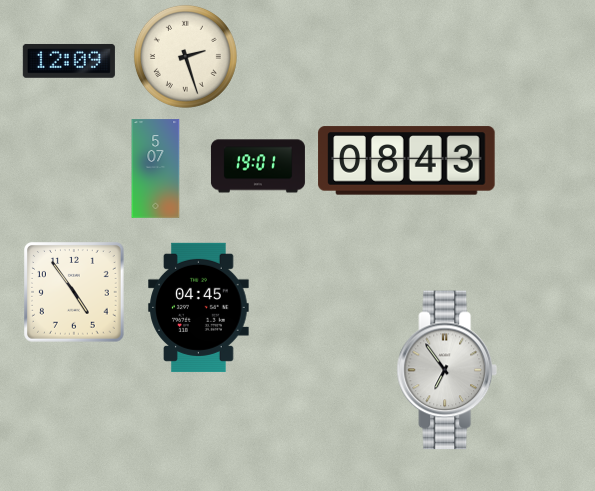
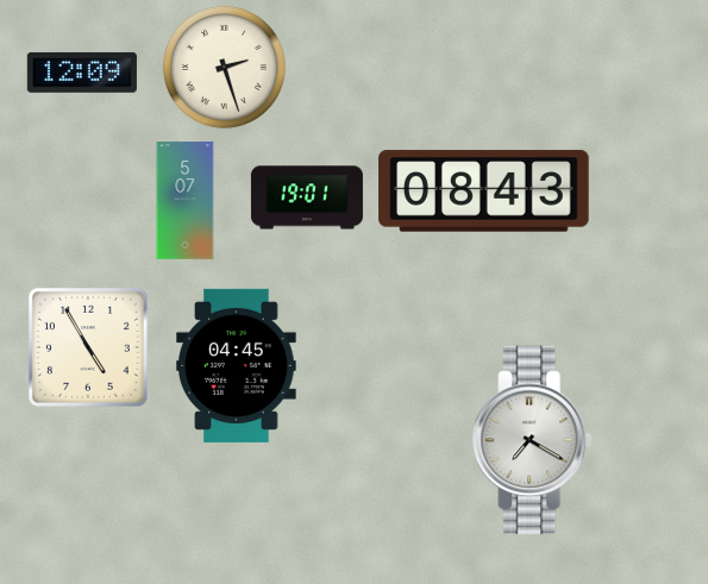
clock at (185, 56) position: (185, 56) -> (224, 67)
clock at (75, 293): 4:54 -> 4:55
clock at (447, 370): 6:54 -> 7:20
